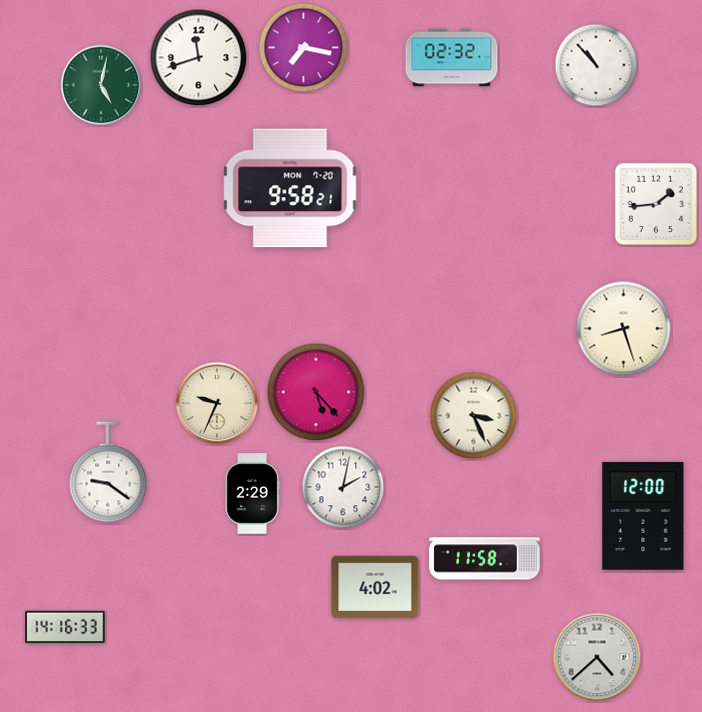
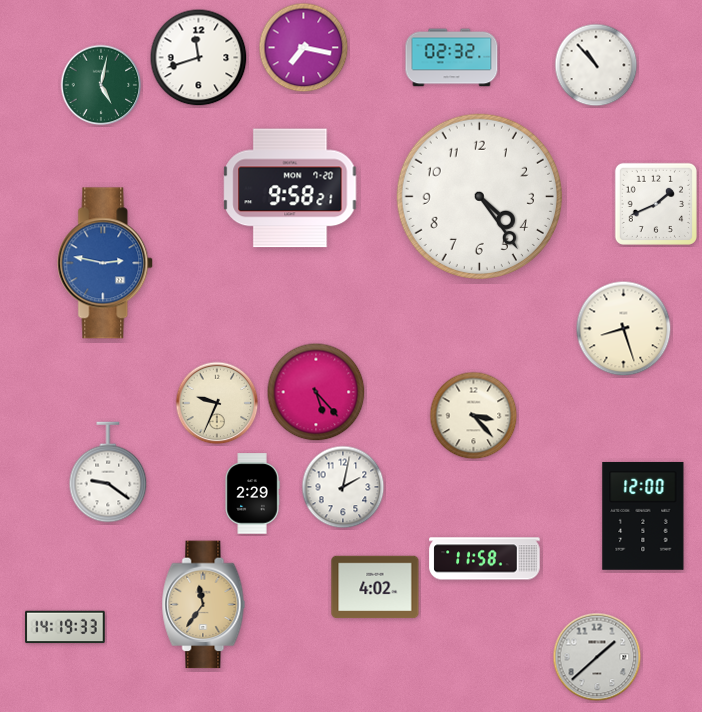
clock at (479, 196): none -> 4:24
clock at (656, 204): 1:44 -> 1:41
clock at (106, 263): none -> 2:47
clock at (474, 416): 3:26 -> 3:23
clock at (204, 605): none -> 11:36
clock at (65, 627): 14:16 -> 14:19
clock at (597, 657): 4:38 -> 1:38
